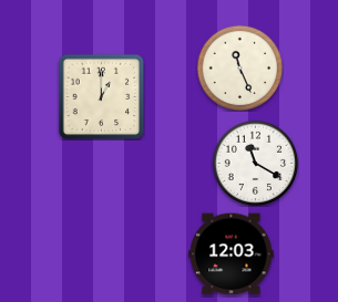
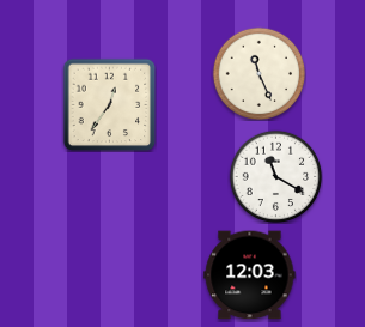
clock at (101, 96): 1:00 -> 12:36
